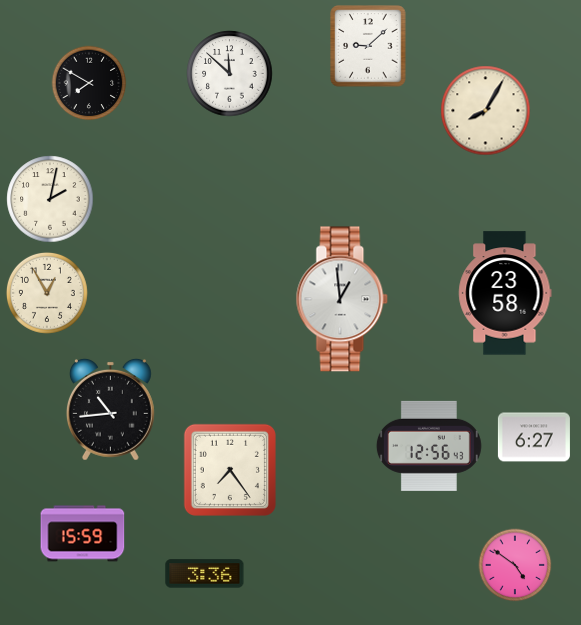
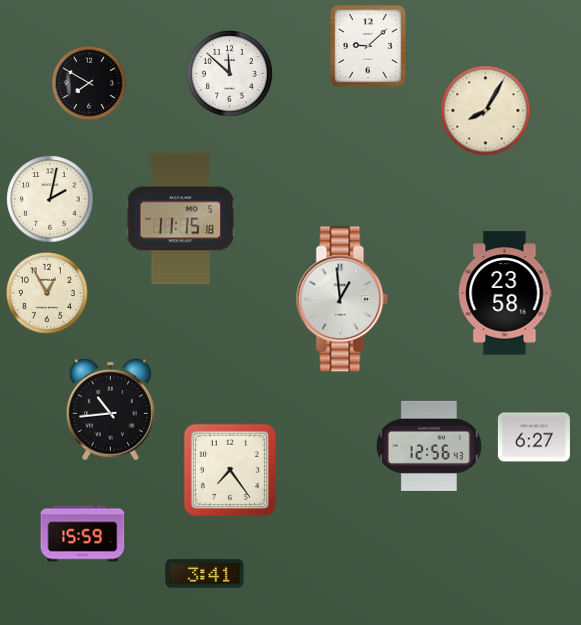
clock at (181, 219): none -> 11:15
clock at (515, 565): 4:51 -> none
clock at (205, 574): 3:36 -> 3:41
